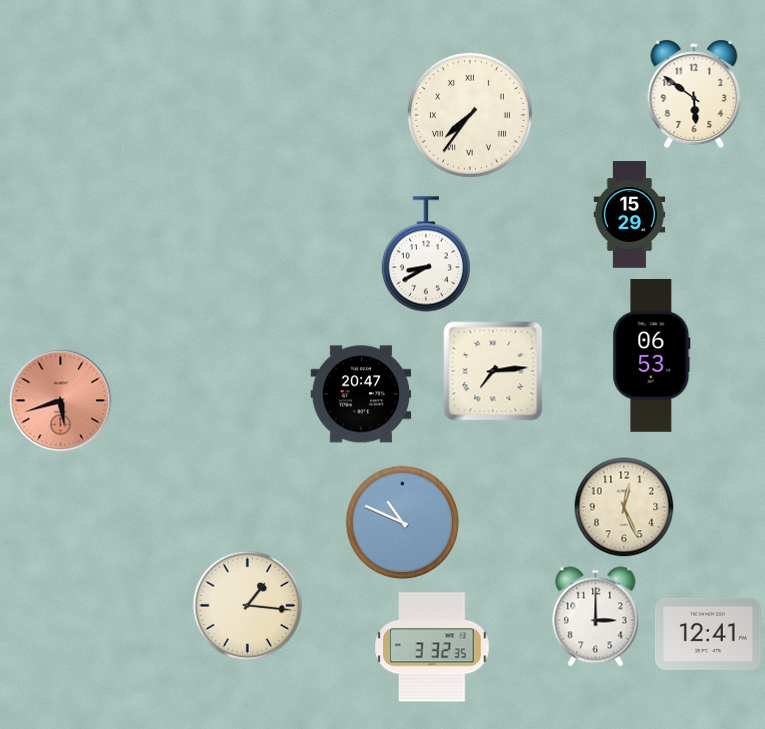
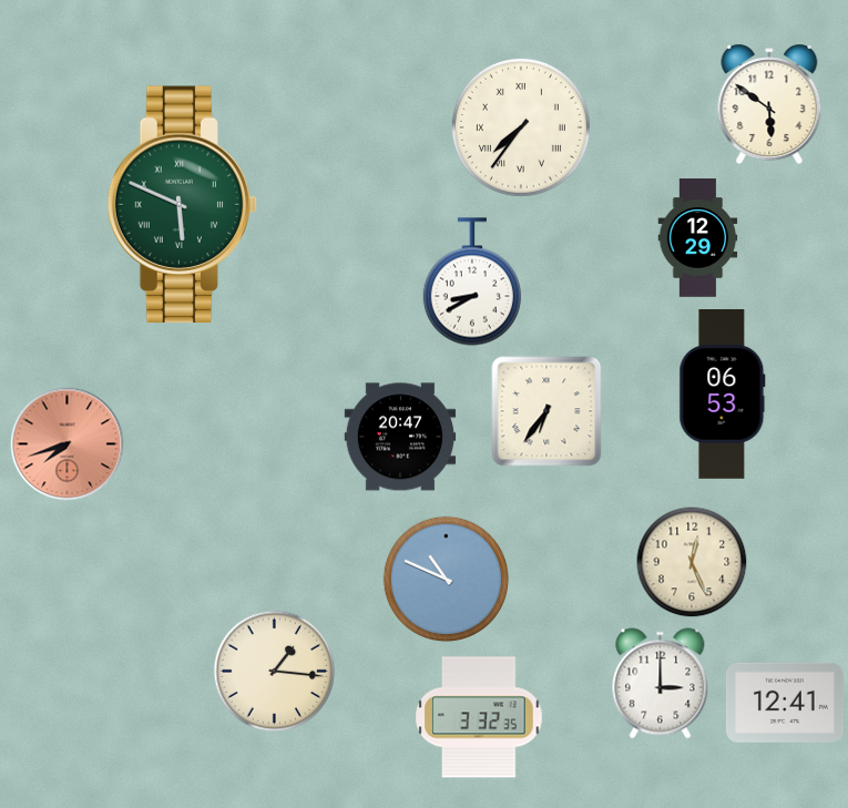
clock at (183, 205): none -> 5:49
clock at (630, 215): 15:29 -> 12:29
clock at (493, 371): 7:14 -> 6:36
clock at (61, 401): 5:42 -> 7:42
